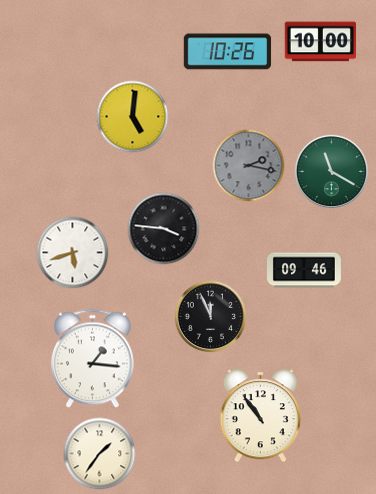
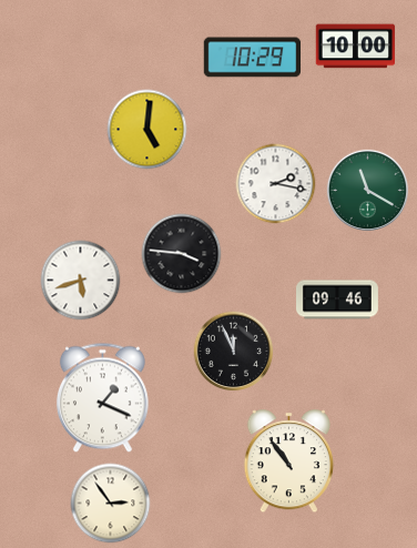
clock at (228, 52): 10:26 -> 10:29
clock at (249, 166) dial: grey -> white
clock at (92, 359): 1:16 -> 1:19
clock at (100, 454): 1:36 -> 2:54
